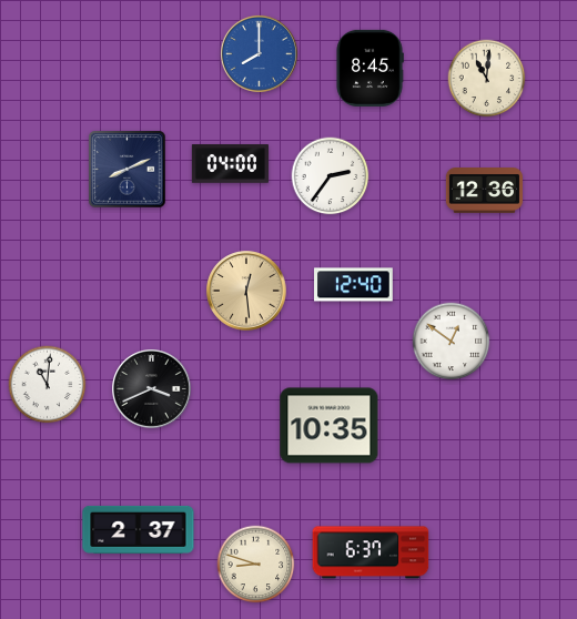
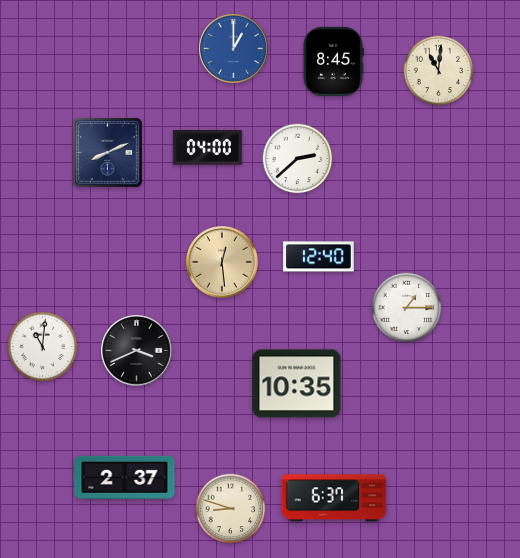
clock at (259, 53): 8:00 -> 1:00
clock at (128, 170) position: (128, 170) -> (108, 153)
clock at (331, 176): 2:36 -> 2:38
clock at (484, 191): 12:36 -> none
clock at (452, 342): 12:51 -> 1:15
